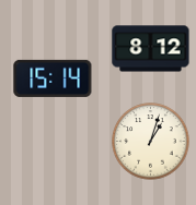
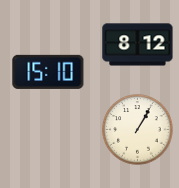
clock at (53, 79): 15:14 -> 15:10
clock at (151, 142): 1:03 -> 1:05
